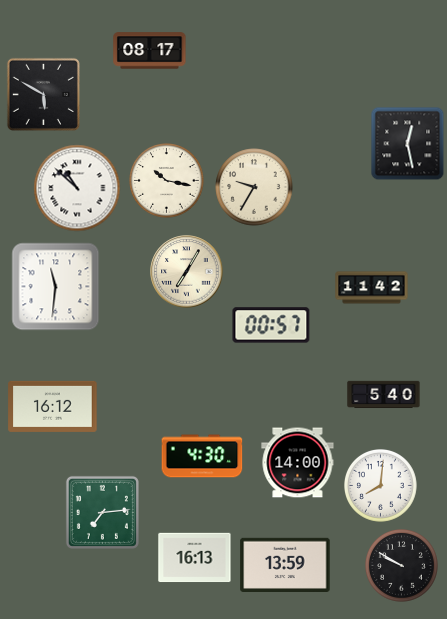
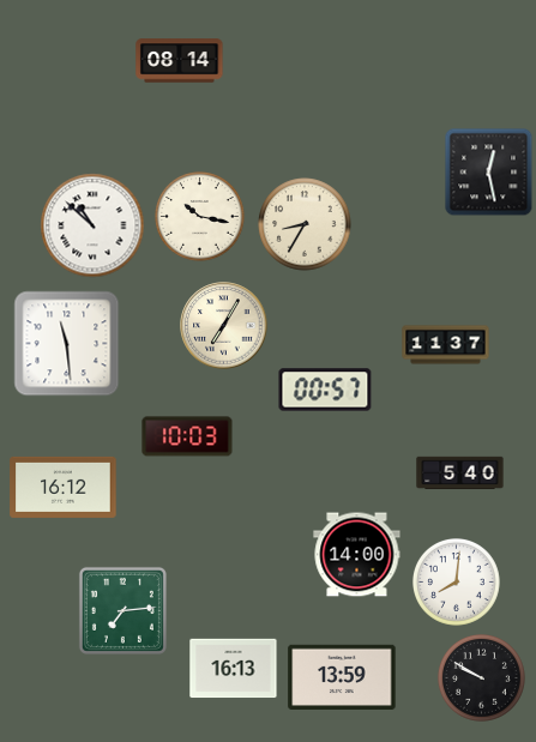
clock at (150, 51): 08:17 -> 08:14
clock at (43, 94): 5:50 -> none
clock at (254, 187): 9:35 -> 8:35
clock at (56, 287): 11:31 -> 11:29
clock at (372, 288): 11:42 -> 11:37
clock at (187, 436): none -> 10:03
clock at (202, 456): 4:30 -> none
clock at (102, 512) position: (102, 512) -> (122, 610)
